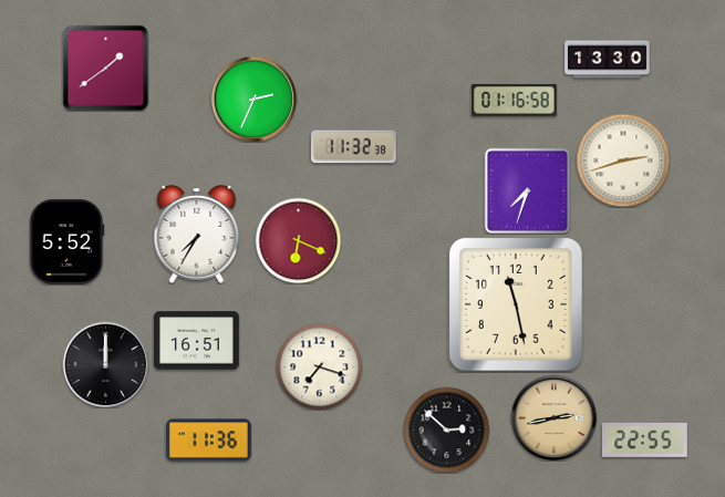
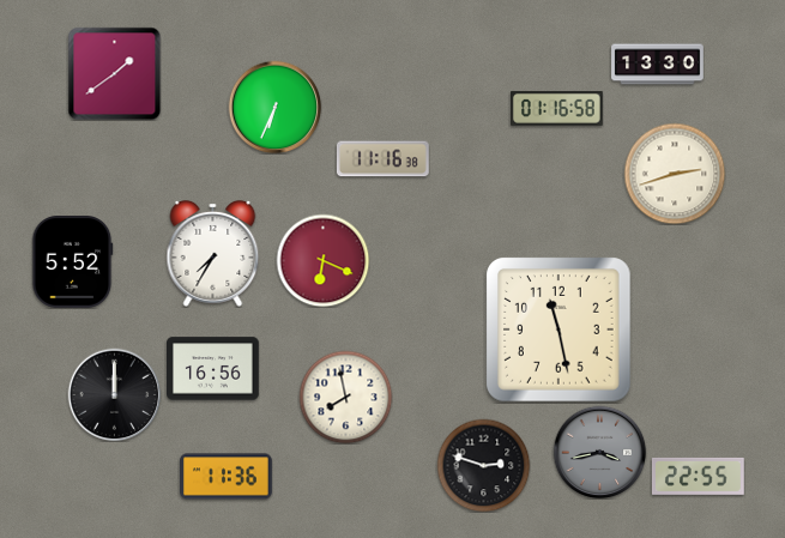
clock at (253, 99): 2:34 -> 6:34
clock at (353, 147): 11:32 -> 11:16
clock at (527, 190): 7:33 -> none
clock at (197, 341): 16:51 -> 16:56
clock at (319, 366): 7:18 -> 7:58
clock at (553, 417): 2:43 -> 3:43
clock at (553, 417) dial: champagne -> grey
clock at (446, 429): 2:52 -> 2:48
